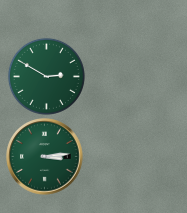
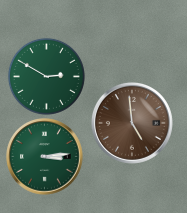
clock at (132, 123): none -> 4:59
